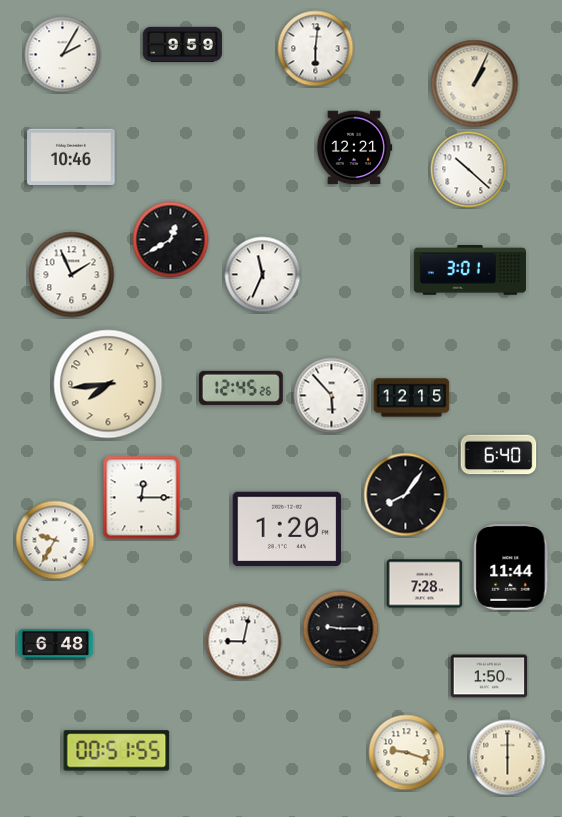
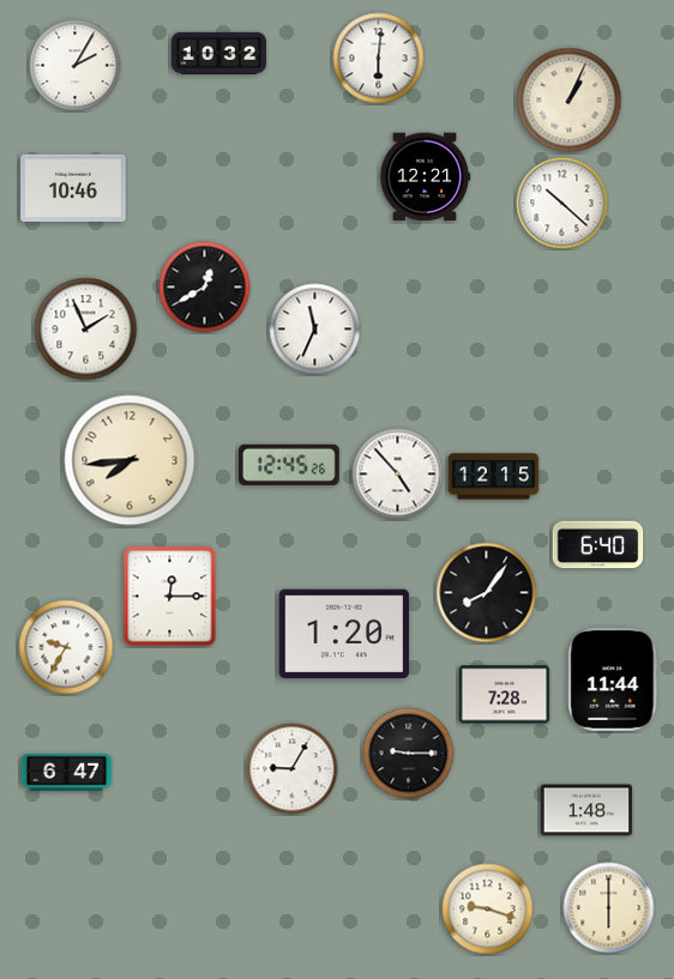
clock at (182, 44): 9:59 -> 10:32
clock at (71, 156) position: (71, 156) -> (73, 187)
clock at (470, 271): 3:01 -> none
clock at (332, 396): 5:53 -> 4:53
clock at (425, 584) position: (425, 584) -> (505, 695)
clock at (244, 642): 9:02 -> 9:05
clock at (56, 644): 6:48 -> 6:47
clock at (489, 676): 1:50 -> 1:48
clock at (117, 751): 00:51 -> none
clock at (407, 753) position: (407, 753) -> (488, 909)
